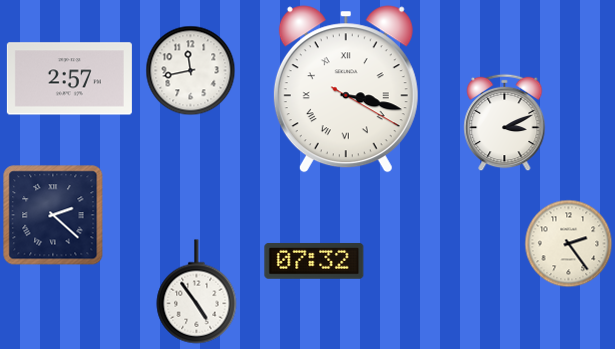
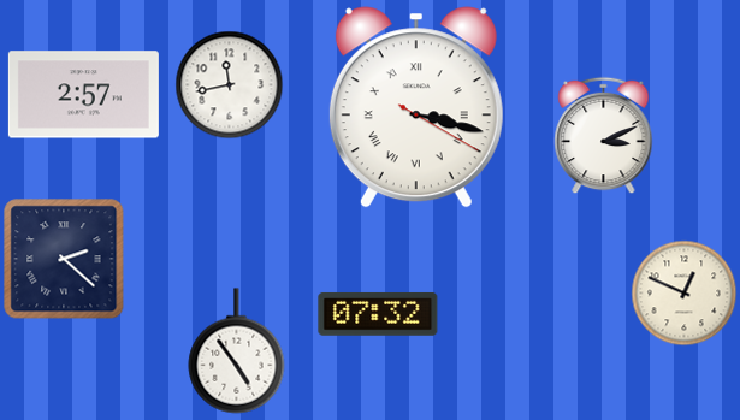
clock at (505, 122) position: (505, 122) -> (604, 135)
clock at (568, 243): 2:24 -> 12:49
